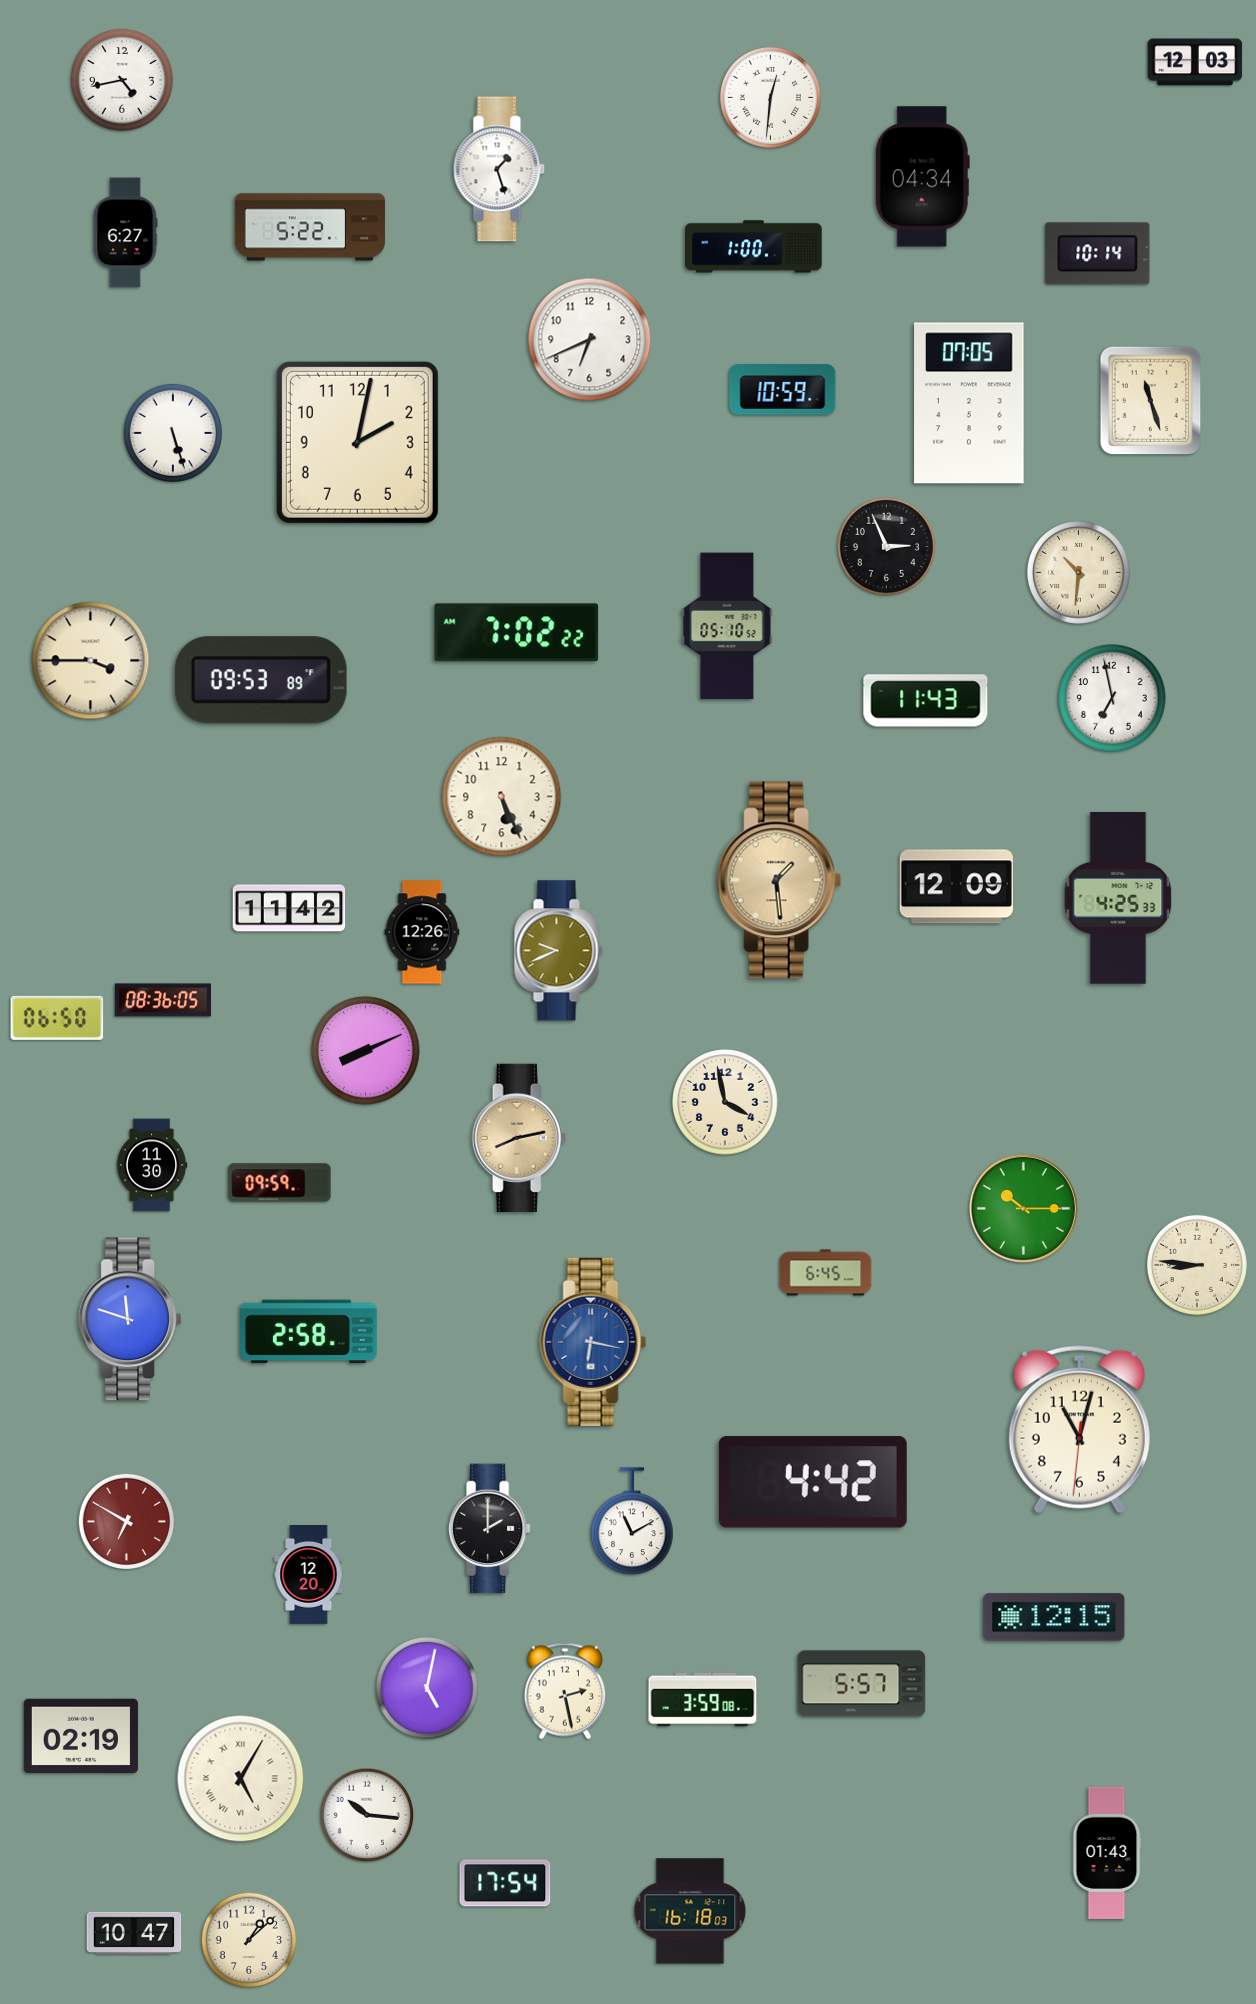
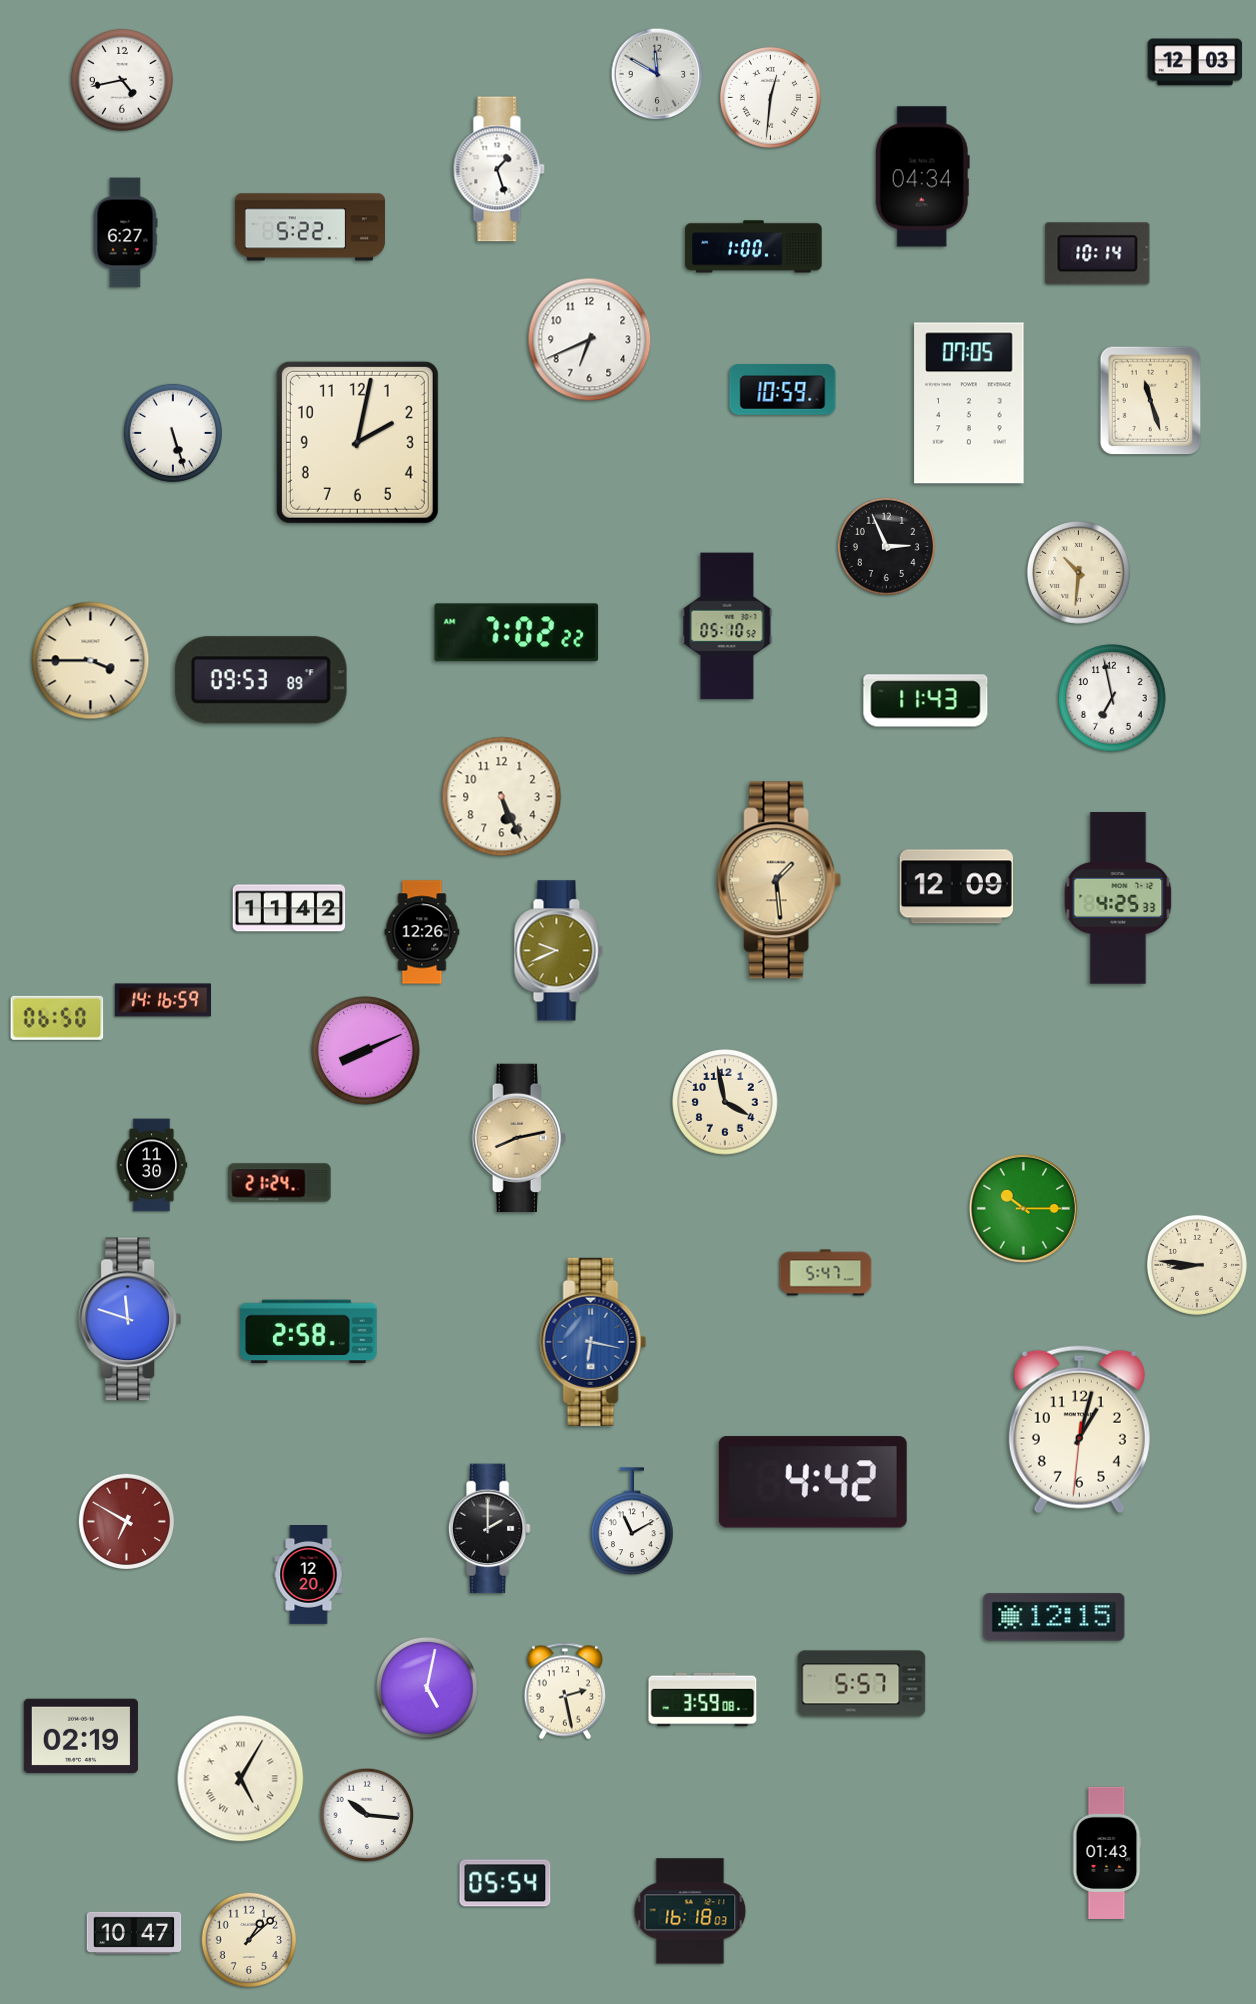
clock at (657, 74): none -> 11:50
clock at (162, 1000): 08:36 -> 14:16
clock at (280, 1183): 09:59 -> 21:24
clock at (826, 1273): 6:45 -> 5:47
clock at (1079, 1430): 11:02 -> 1:02
clock at (505, 1883): 17:54 -> 05:54
